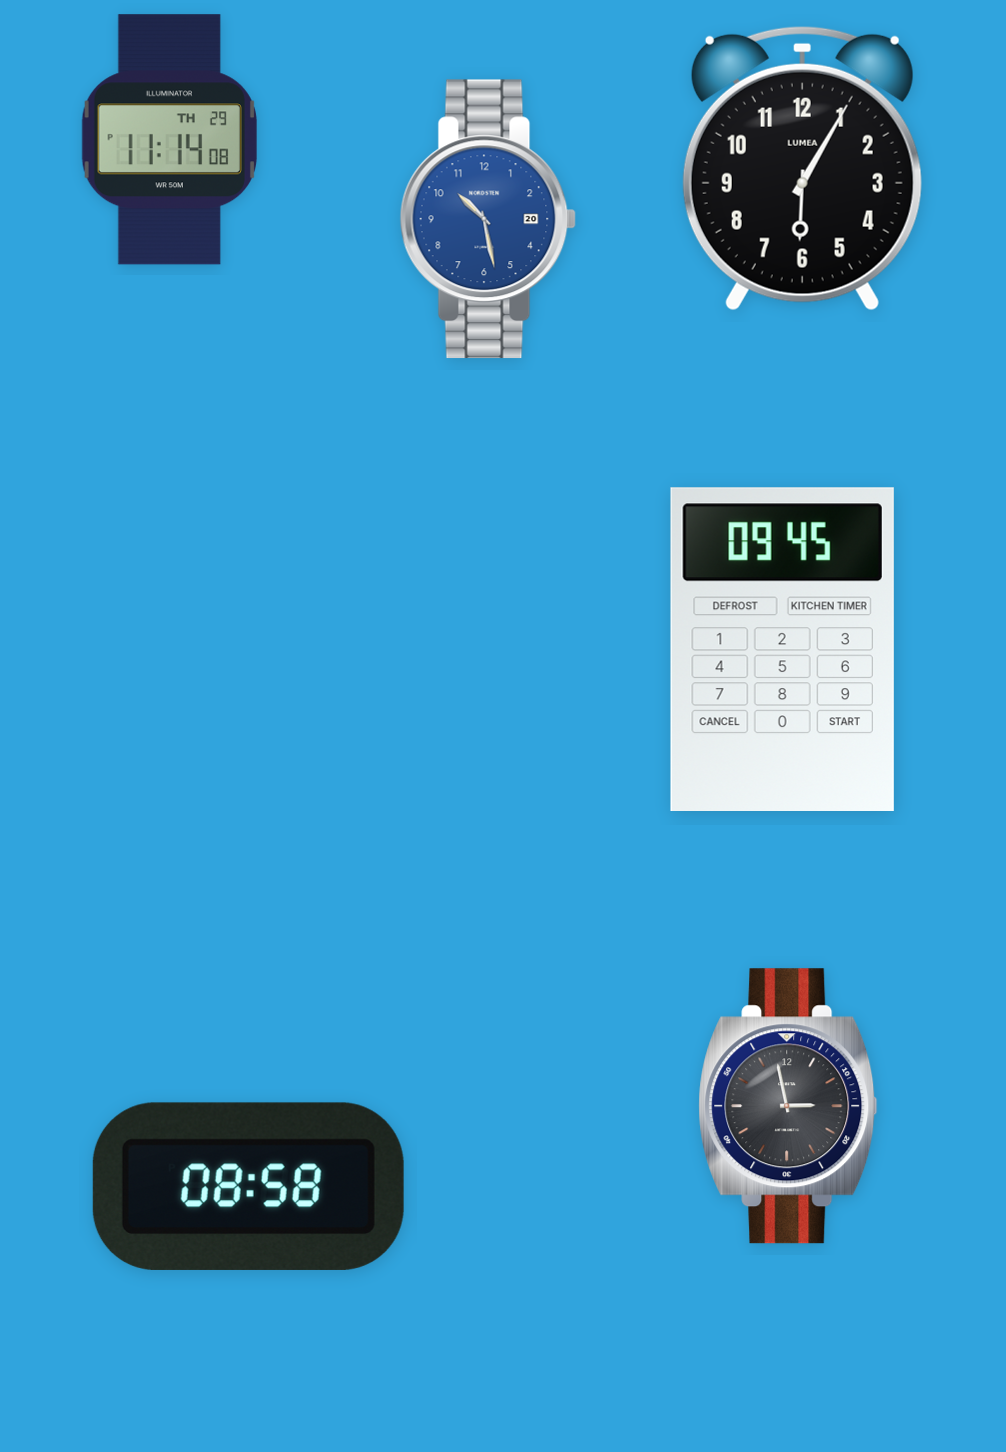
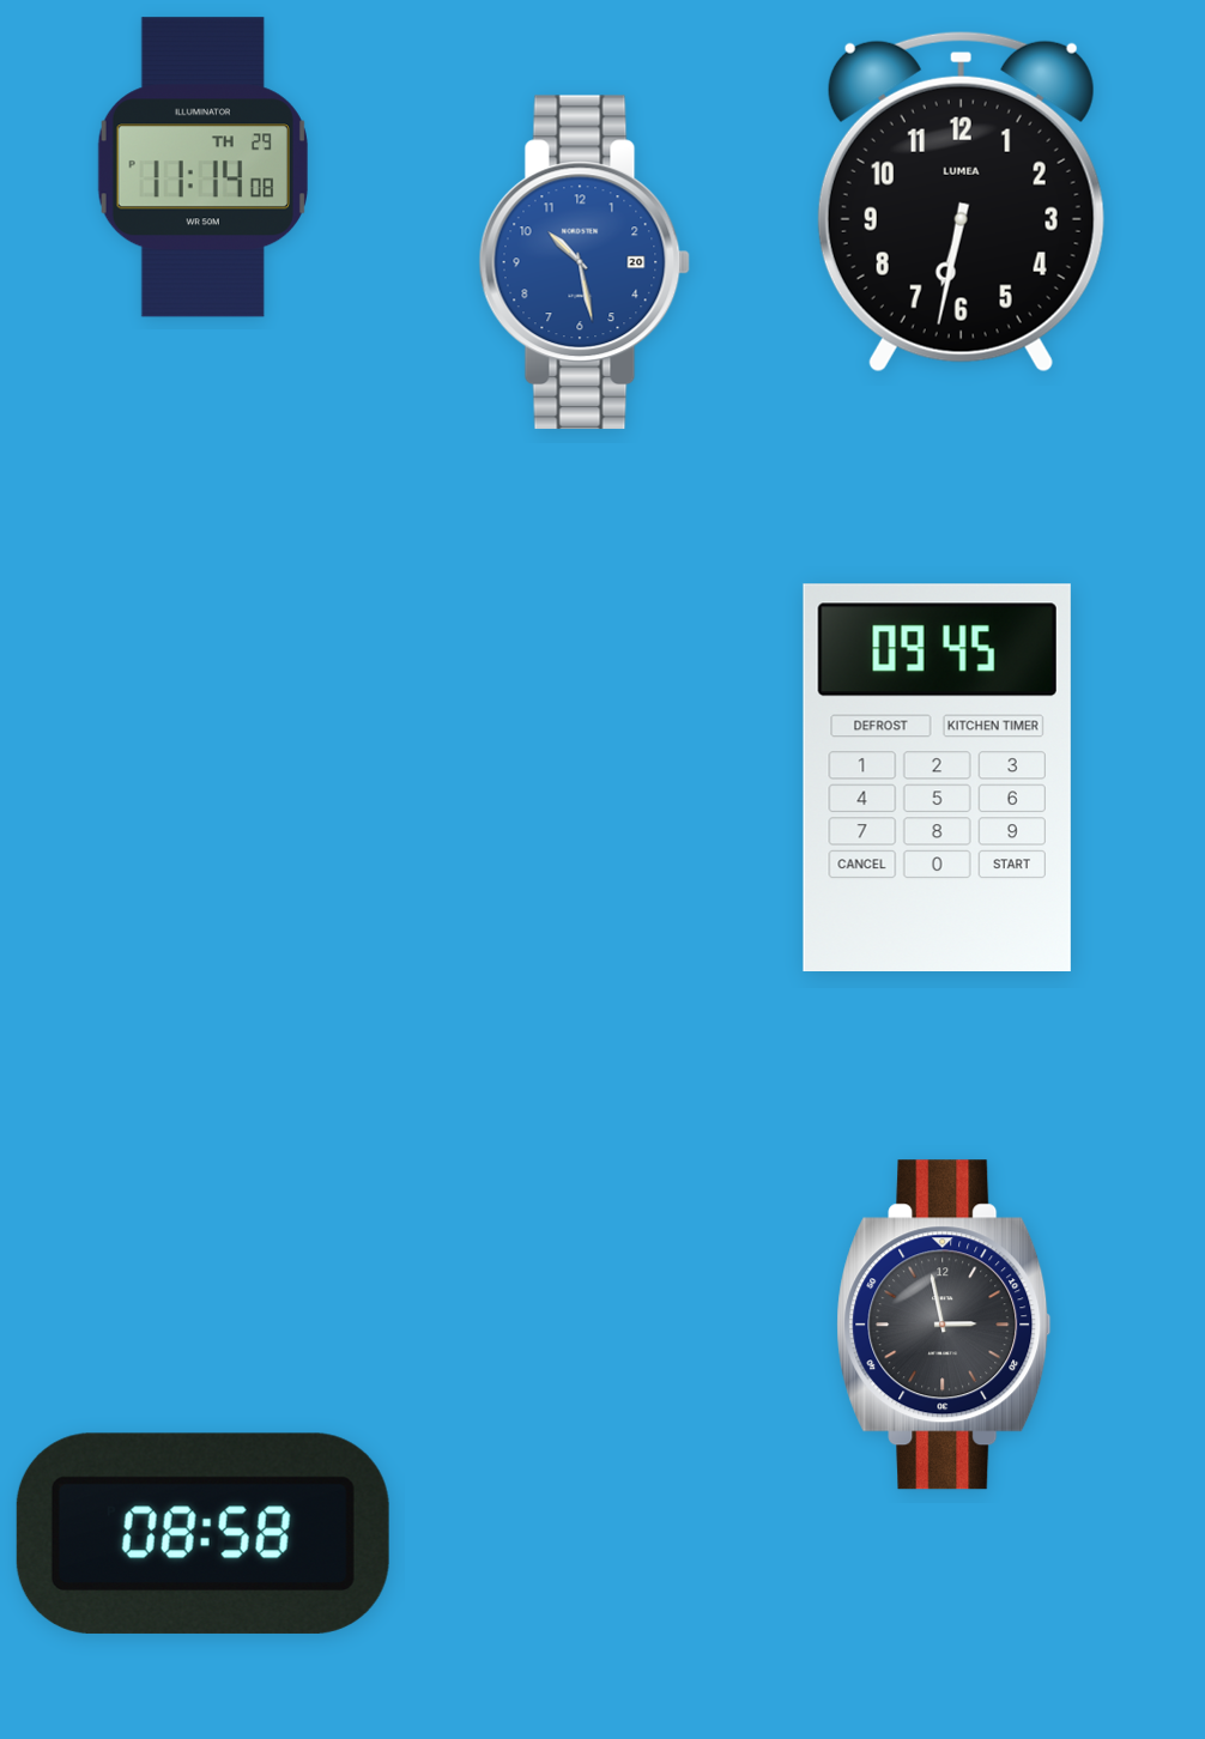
clock at (802, 168): 6:05 -> 6:32
clock at (248, 1186) position: (248, 1186) -> (202, 1533)
